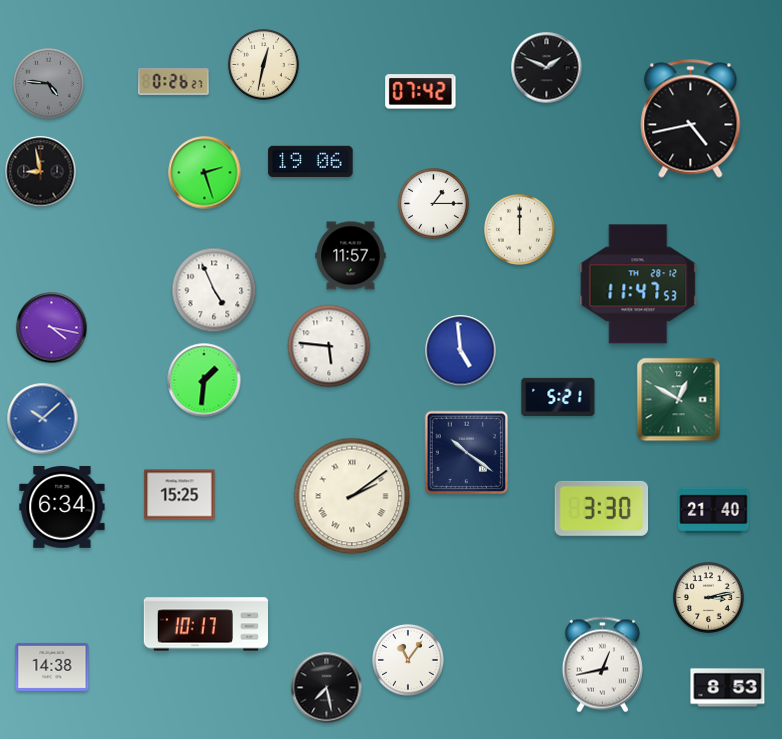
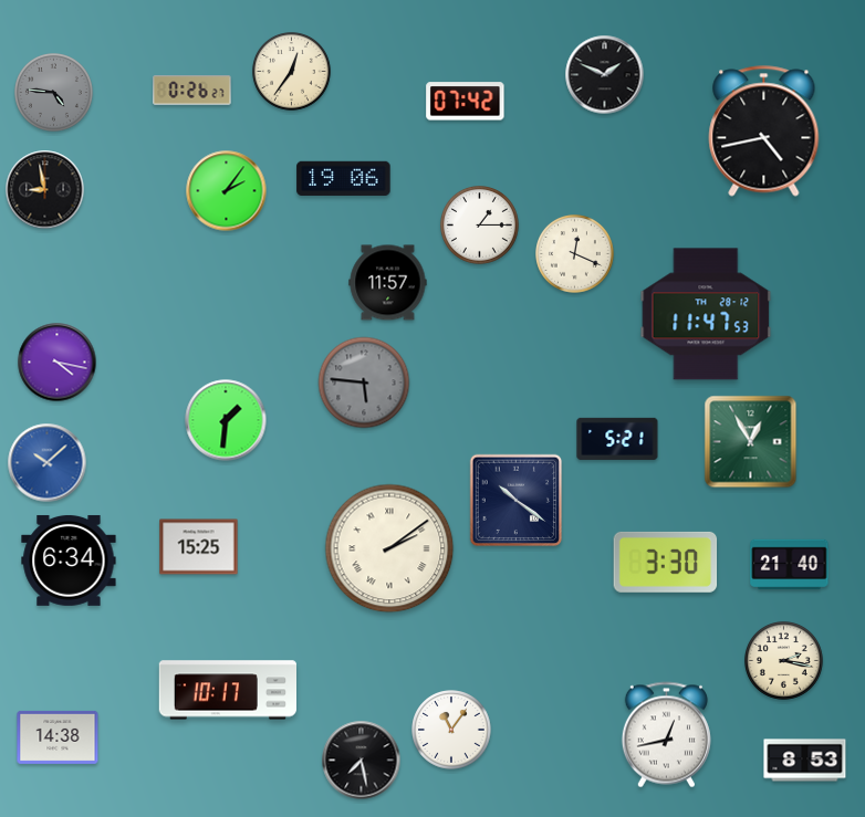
clock at (264, 65): 12:32 -> 12:36
clock at (205, 173): 2:27 -> 2:06
clock at (520, 230): 12:00 -> 12:19
clock at (214, 290): 4:56 -> none
clock at (329, 346) dial: white -> grey
clock at (461, 351): 4:59 -> none
clock at (679, 400): 12:50 -> 12:55
clock at (709, 598): 3:13 -> 2:17
